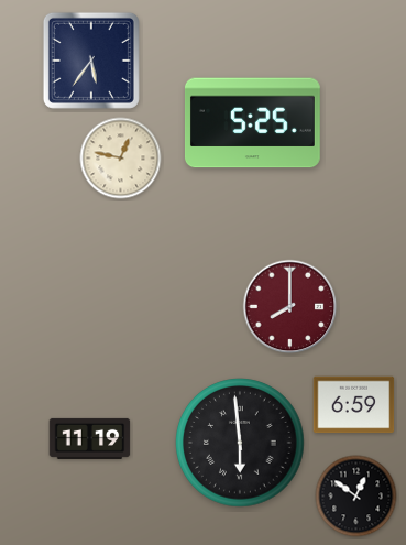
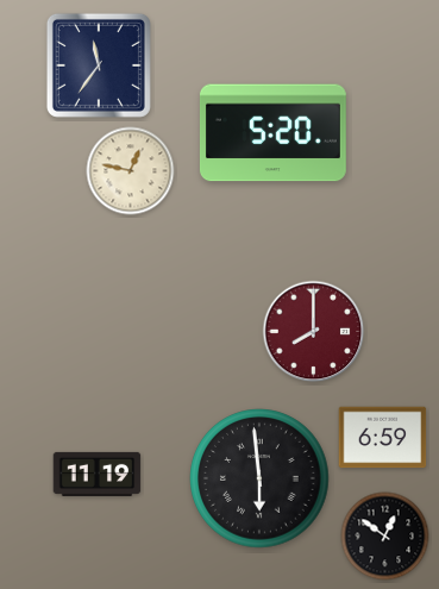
clock at (91, 61): 5:36 -> 11:36
clock at (252, 123): 5:25 -> 5:20
